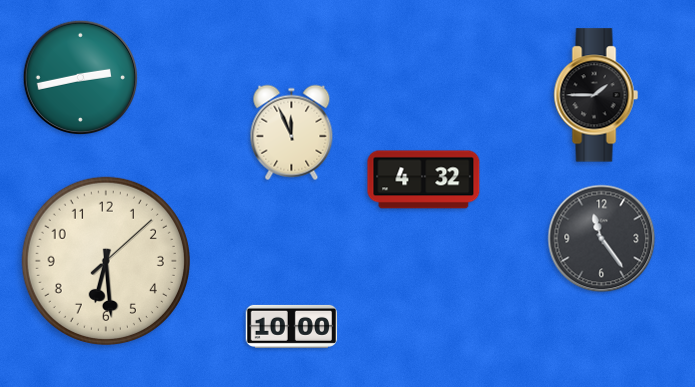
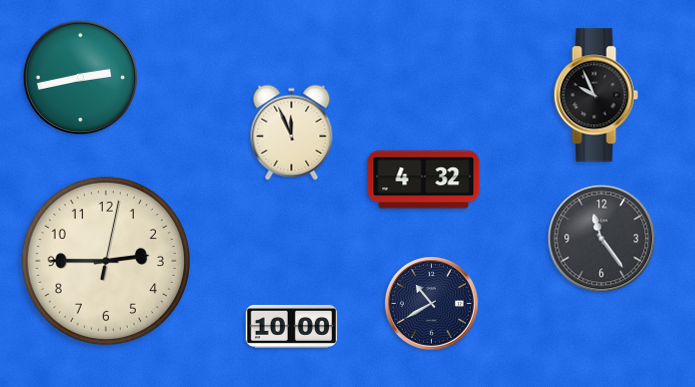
clock at (596, 95): 1:45 -> 9:56
clock at (106, 261): 6:29 -> 2:45
clock at (431, 303): none -> 10:40
